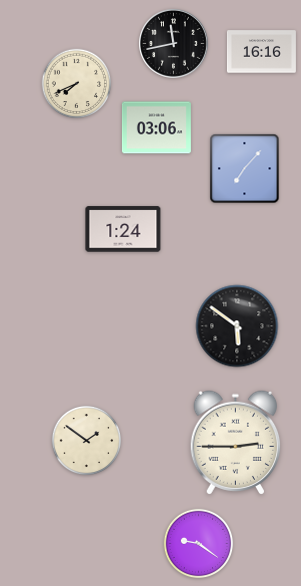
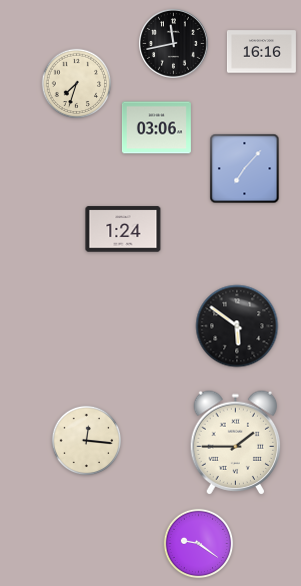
clock at (77, 84): 7:41 -> 7:33
clock at (87, 441): 1:51 -> 12:16
clock at (236, 443): 2:45 -> 1:45
